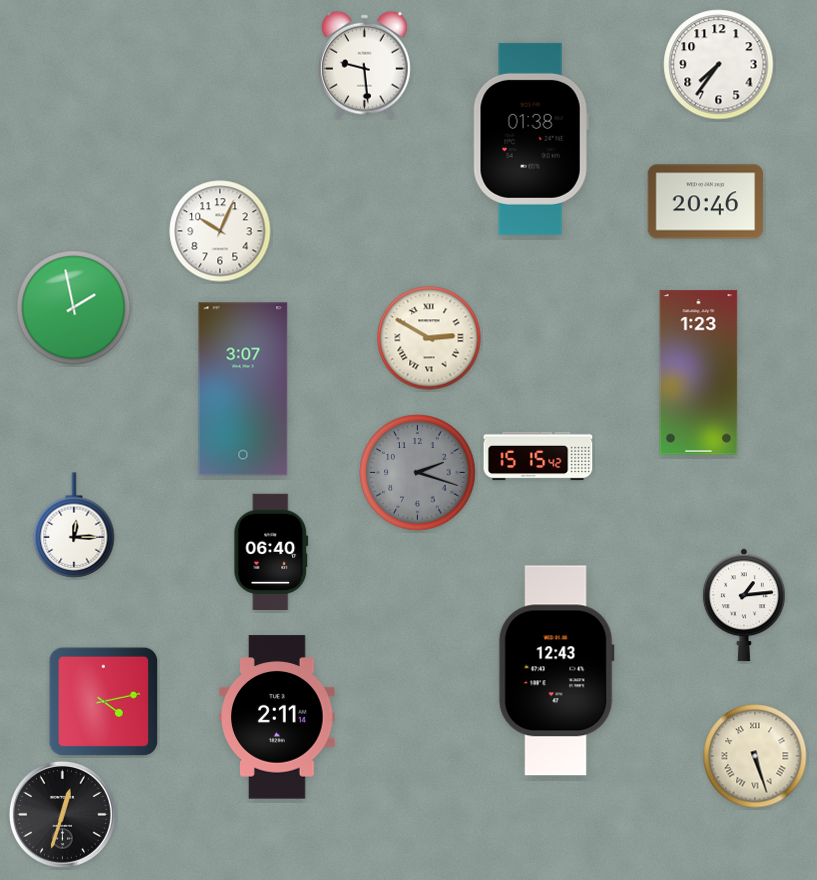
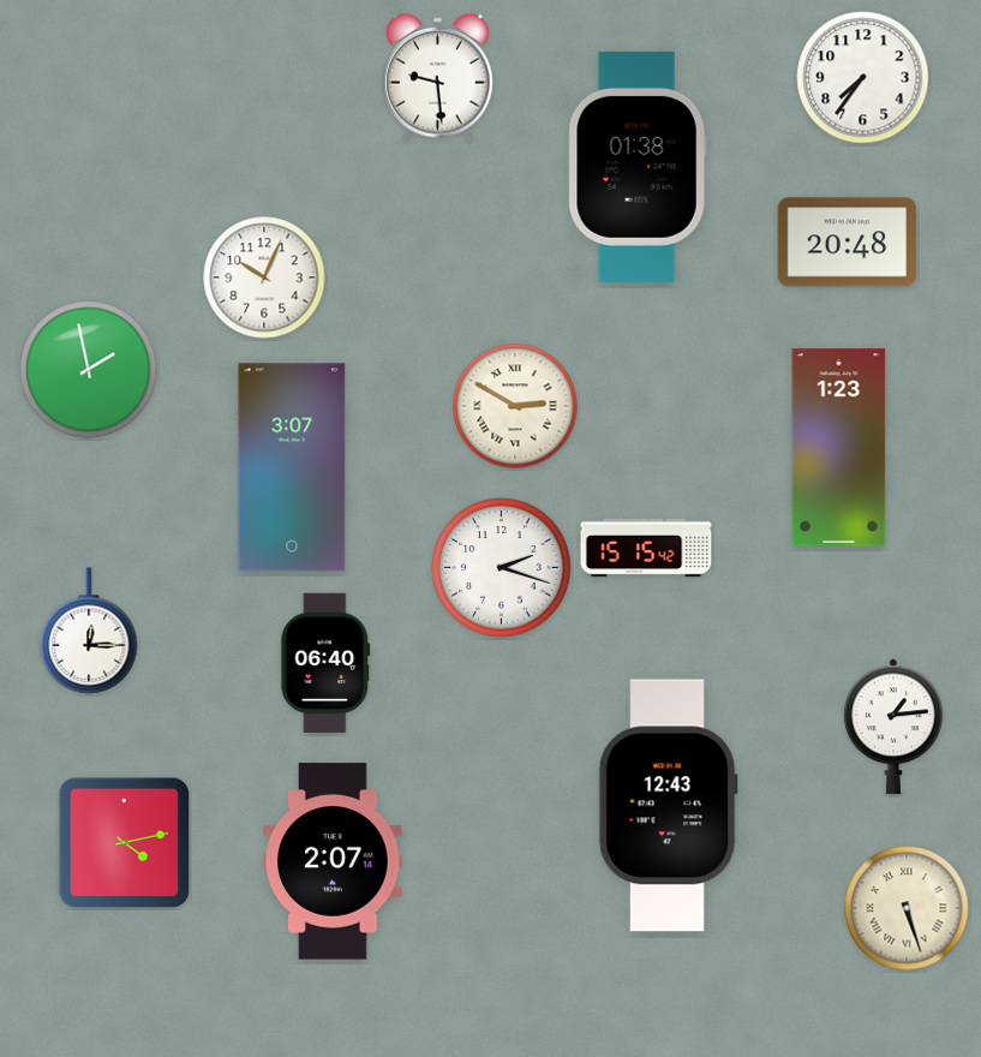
clock at (706, 202): 20:46 -> 20:48
clock at (418, 473) dial: grey -> white
clock at (277, 717): 2:11 -> 2:07
clock at (62, 814): 12:33 -> none
